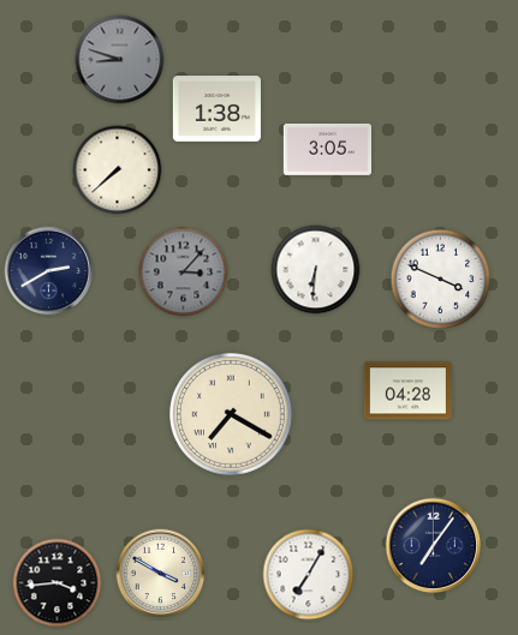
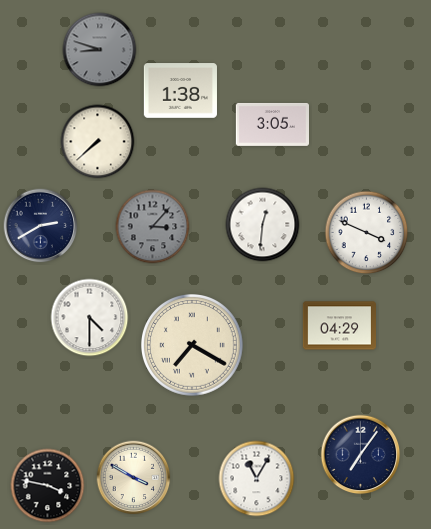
clock at (316, 270): 6:31 -> 12:31
clock at (90, 318): none -> 4:30
clock at (407, 391): 04:28 -> 04:29
clock at (309, 575): 7:05 -> 11:05
clock at (58, 583): 3:44 -> 3:47
